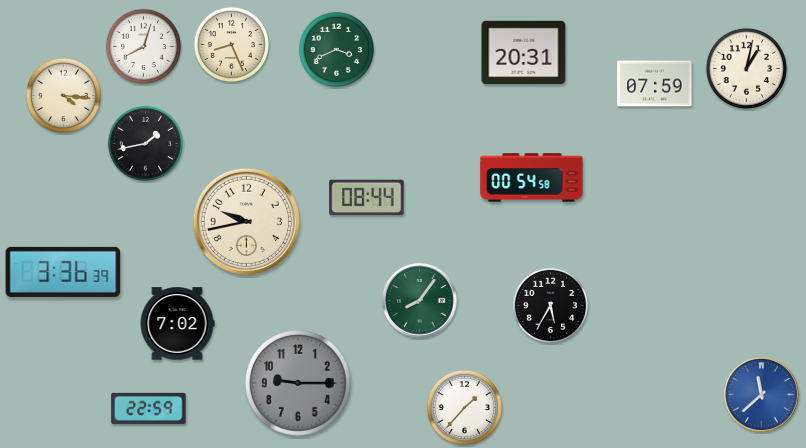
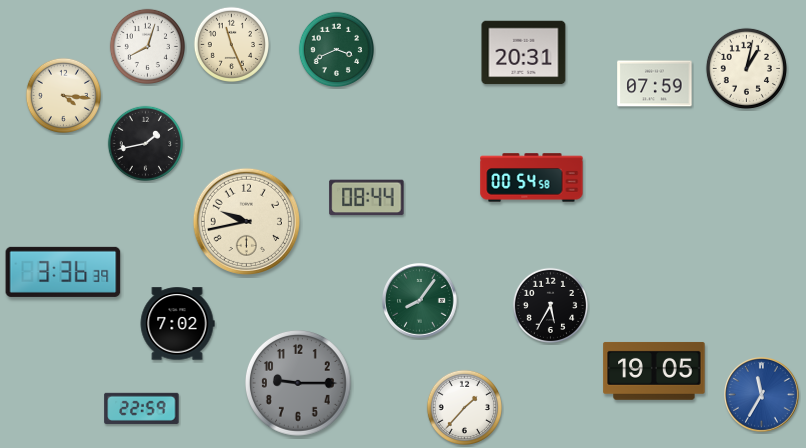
clock at (231, 44): 8:26 -> 11:26
clock at (143, 46) position: (143, 46) -> (147, 46)
clock at (654, 371): none -> 19:05
clock at (762, 395): 11:38 -> 11:35
clock at (149, 408) position: (149, 408) -> (142, 408)
